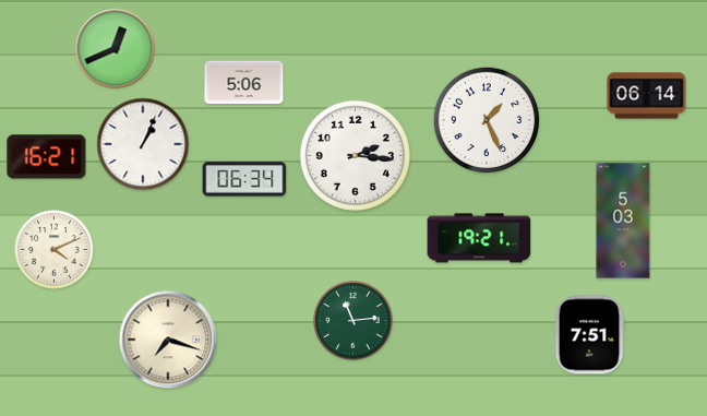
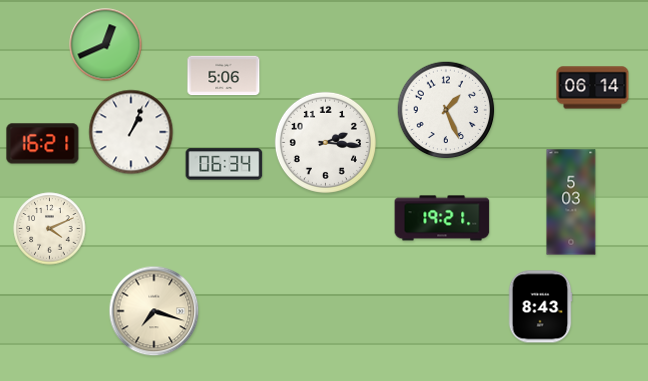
clock at (479, 238) position: (479, 238) -> (442, 218)
clock at (353, 321): 11:14 -> none
clock at (589, 335): 7:51 -> 8:43
